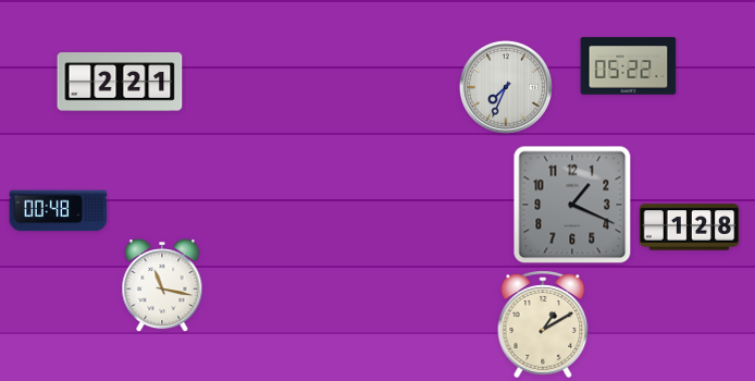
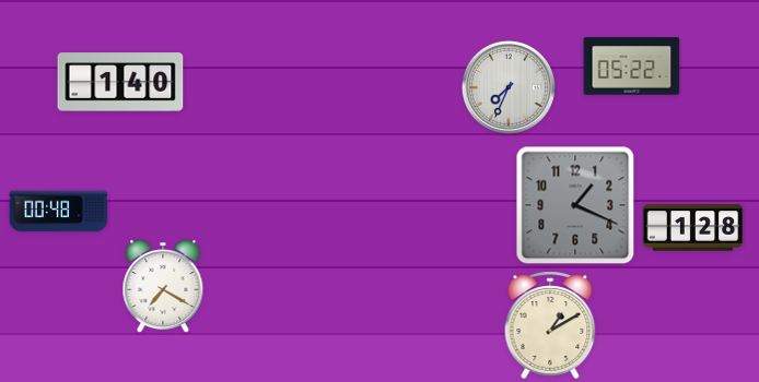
clock at (120, 82): 2:21 -> 1:40
clock at (162, 286): 11:17 -> 7:20
clock at (543, 324) position: (543, 324) -> (550, 325)
